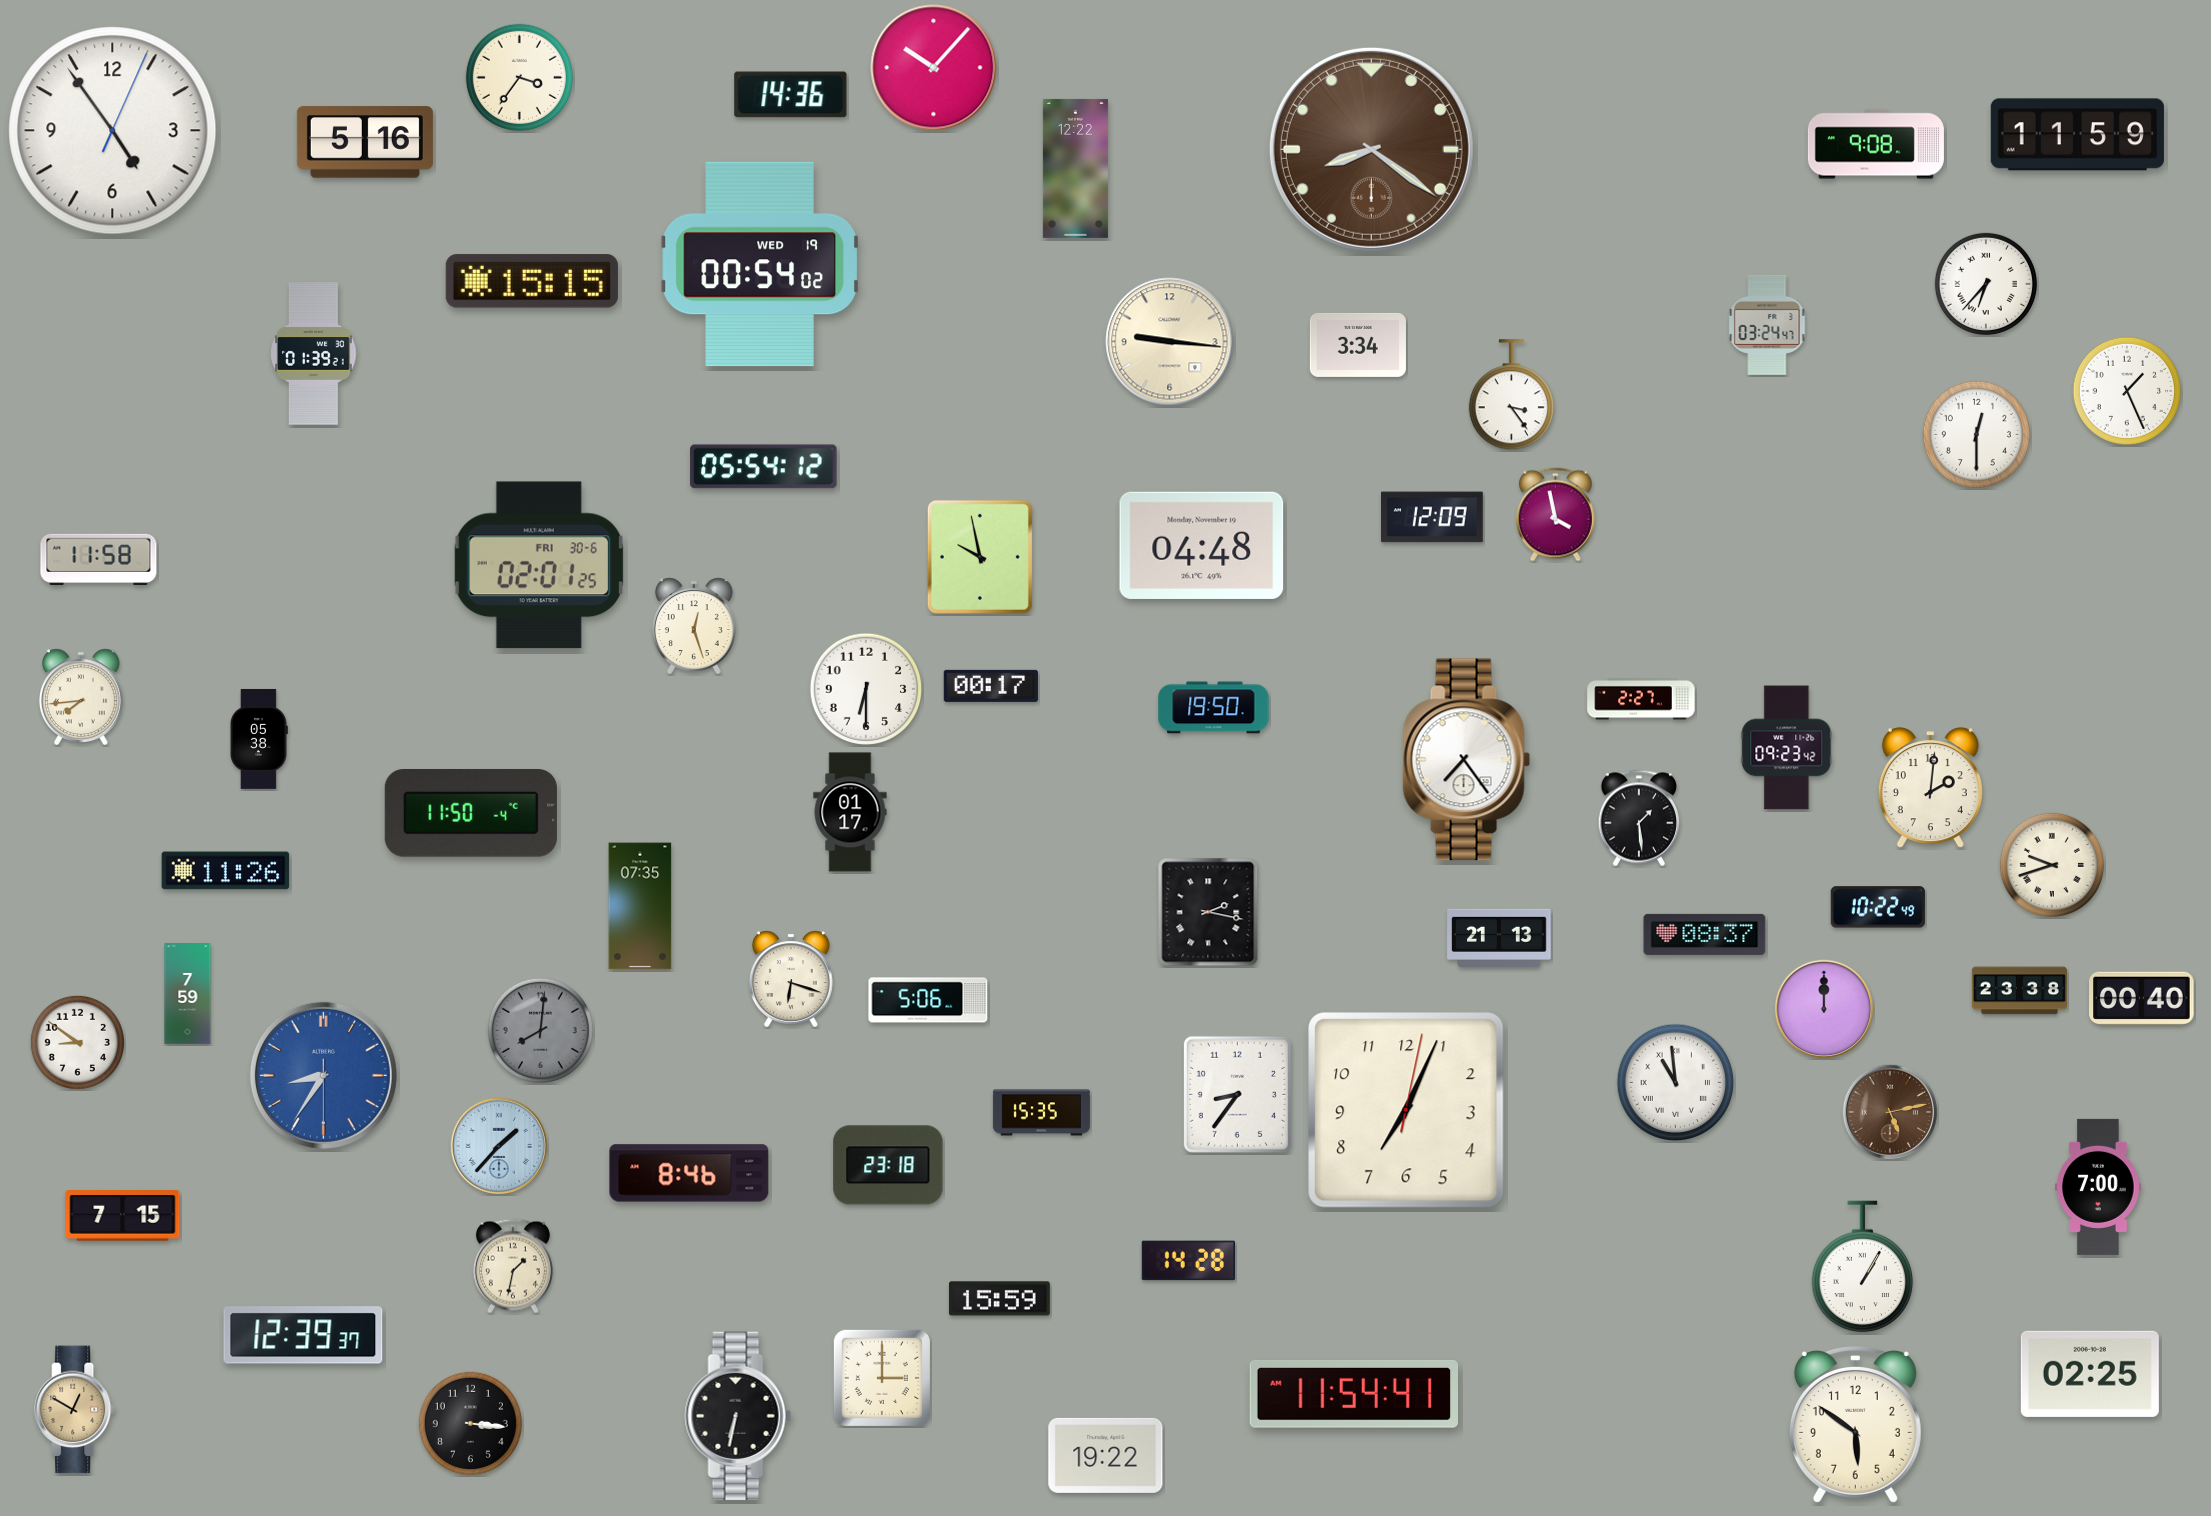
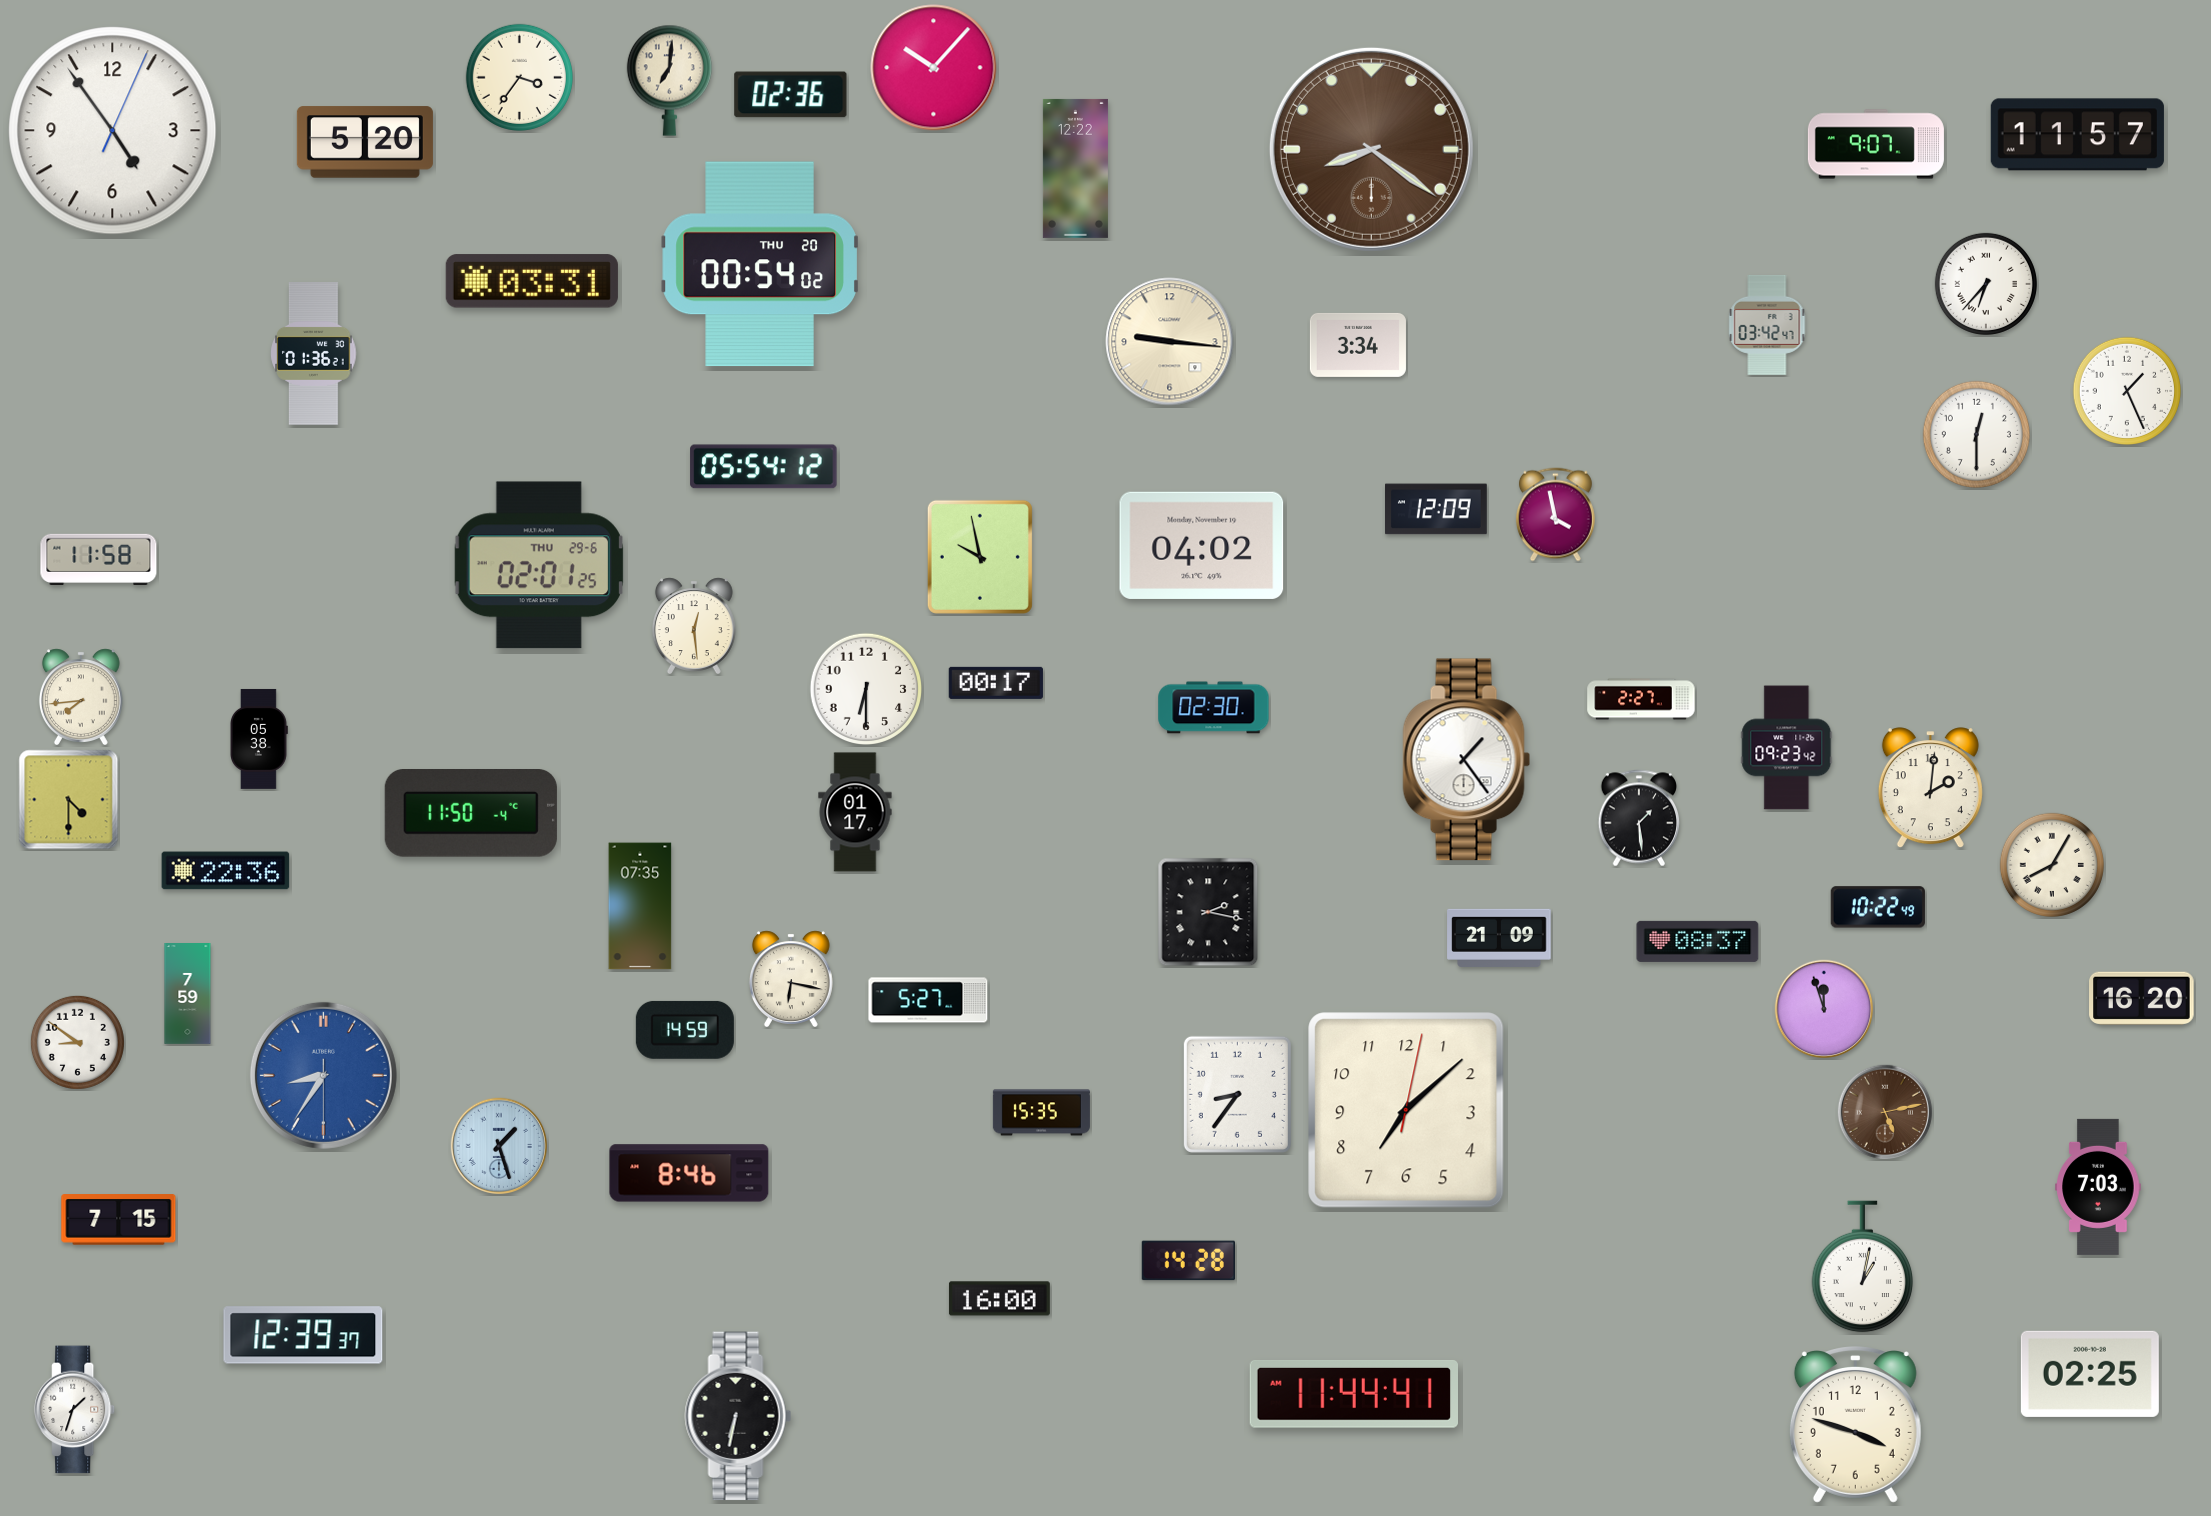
clock at (669, 80): none -> 7:01
clock at (791, 95): 14:36 -> 02:36
clock at (2077, 135): 11:59 -> 11:57
clock at (365, 142): 5:16 -> 5:20
clock at (1876, 144): 9:08 -> 9:07
clock at (760, 264) date: WED 19 -> THU 20
clock at (532, 281): 15:15 -> 03:31
clock at (1767, 325): 03:24 -> 03:42
clock at (314, 354): 01:39 -> 01:36
clock at (1511, 395): 3:24 -> none
clock at (1433, 517) position: (1433, 517) -> (1437, 509)
clock at (1202, 545): 04:48 -> 04:02
clock at (539, 565) date: FRI 30-6 -> THU 29-6
clock at (694, 625): 12:27 -> 12:29
clock at (991, 686) position: (991, 686) -> (996, 683)
clock at (1214, 708): 19:50 -> 02:30
clock at (1467, 760): 7:24 -> 1:24
clock at (69, 800): none -> 4:30
clock at (850, 812) position: (850, 812) -> (855, 812)
clock at (2052, 865): 9:42 -> 8:05
clock at (226, 871): 11:26 -> 22:36
clock at (1705, 934) position: (1705, 934) -> (1698, 941)
clock at (1499, 938): 21:13 -> 21:09
clock at (791, 978): 6:18 -> 6:17
clock at (2019, 991): 23:38 -> none
clock at (2142, 999): 00:40 -> 16:20
clock at (928, 1000): 5:06 -> 5:27
clock at (1824, 1009): 12:00 -> 11:57
clock at (540, 1030): 8:01 -> none
clock at (685, 1030): none -> 14:59
clock at (1676, 1083): 10:59 -> none
clock at (1406, 1110): 7:04 -> 7:08
clock at (1890, 1112) position: (1890, 1112) -> (1885, 1112)
clock at (498, 1145): 1:37 -> 1:27
clock at (888, 1165): 23:18 -> none
clock at (2098, 1187): 7:00 -> 7:03
clock at (123, 1216) position: (123, 1216) -> (119, 1220)
clock at (513, 1266): 1:32 -> none
clock at (1863, 1267): 1:05 -> 1:02
clock at (999, 1299): 15:59 -> 16:00
clock at (882, 1378): 3:00 -> none
clock at (1353, 1395): 11:54 -> 11:44
clock at (75, 1410): 12:50 -> 1:33
clock at (75, 1410) dial: champagne -> white
clock at (470, 1423): 3:16 -> none
clock at (1855, 1425): 5:51 -> 3:48
clock at (1106, 1455): 19:22 -> none
